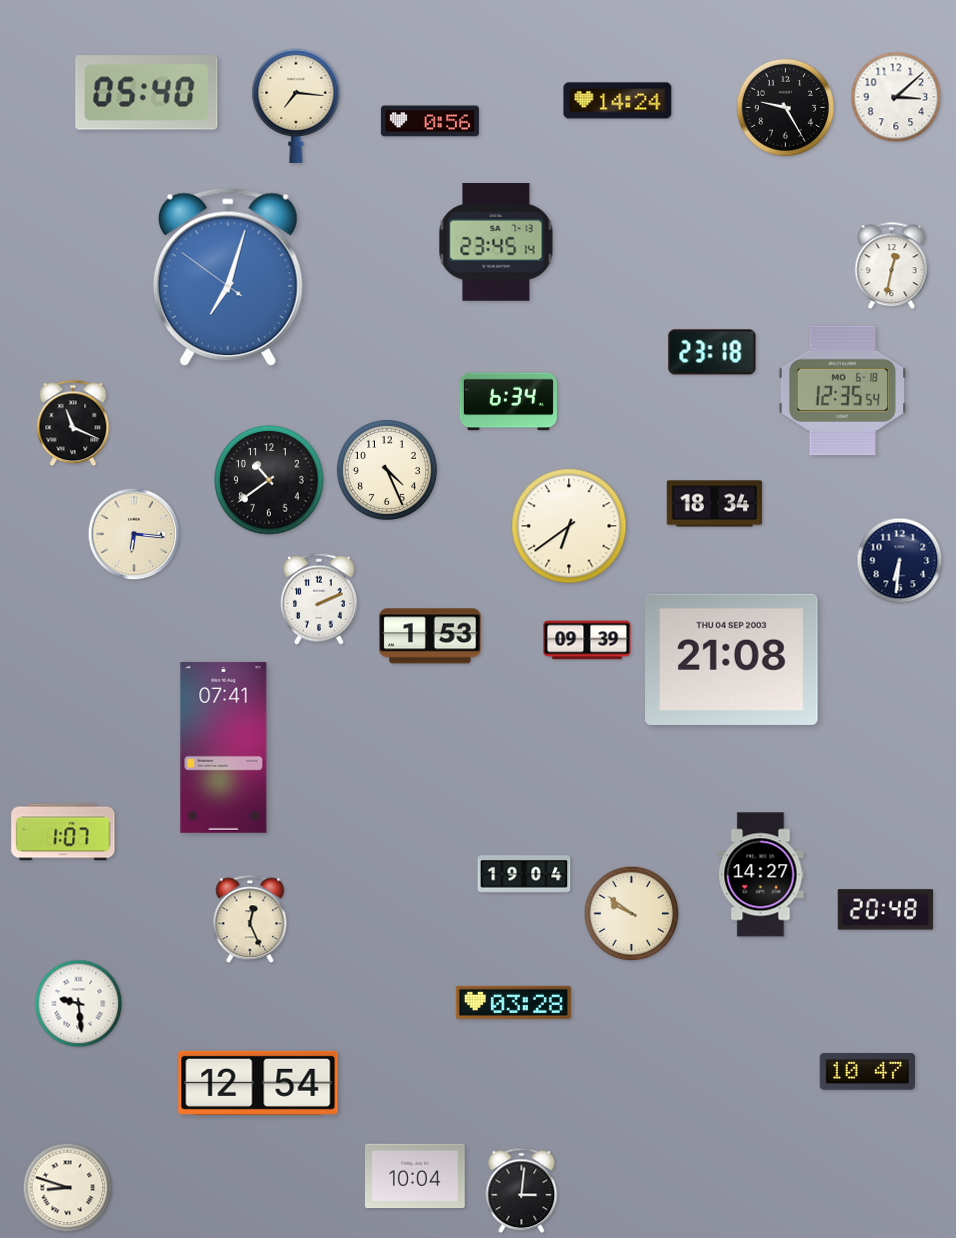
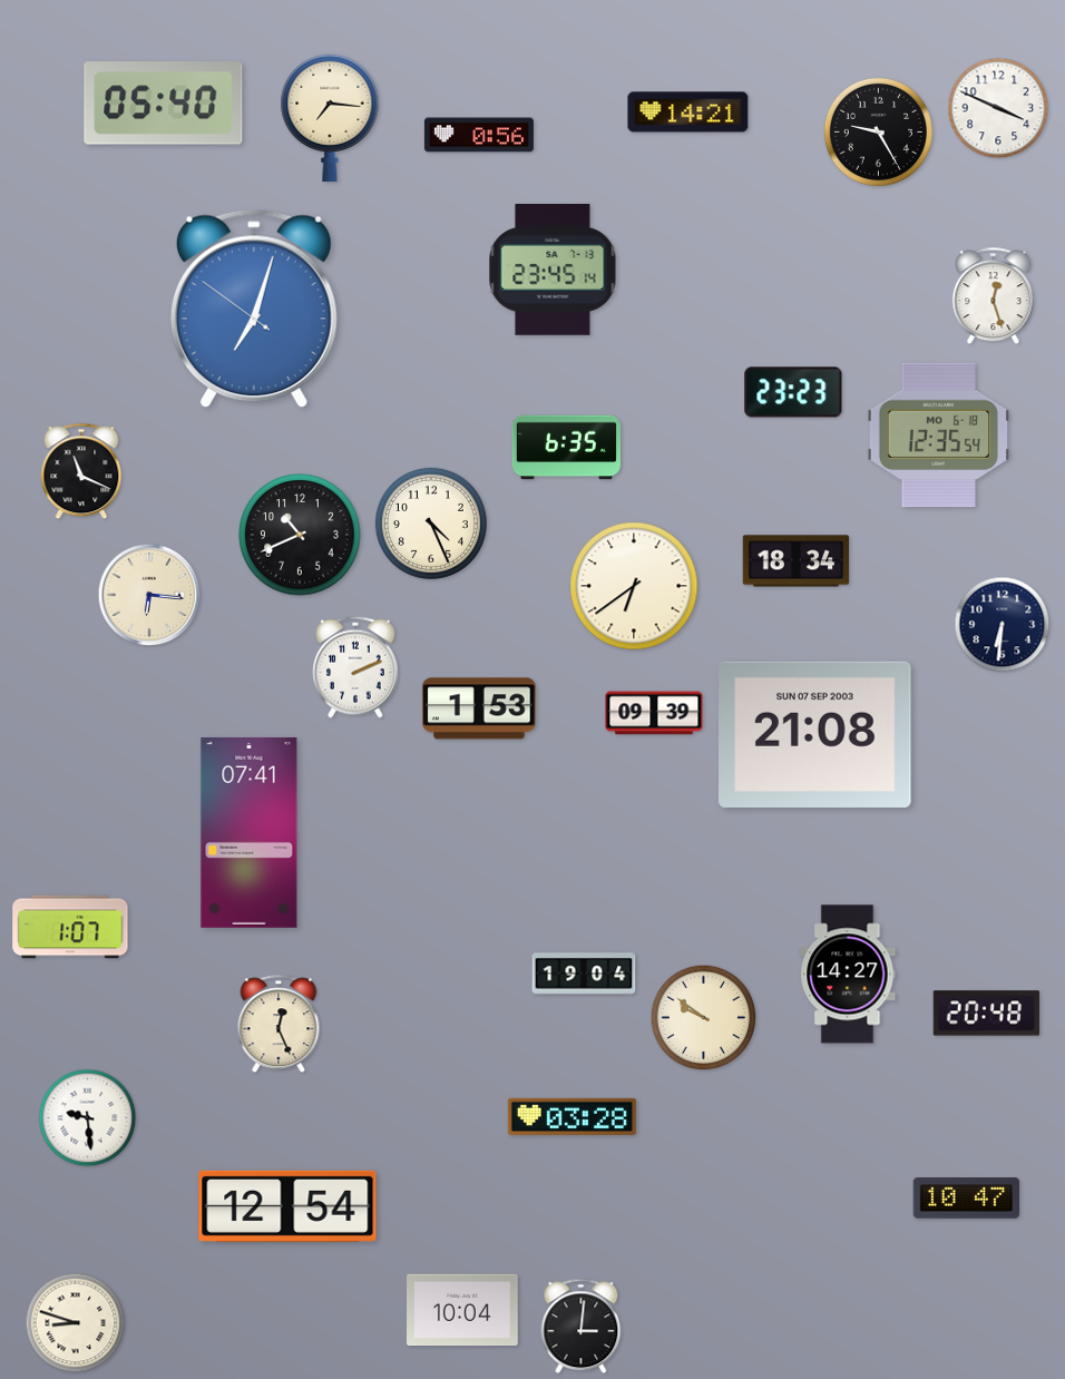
clock at (896, 97): 3:08 -> 3:49
clock at (618, 101): 14:24 -> 14:21
clock at (785, 107) position: (785, 107) -> (878, 131)
clock at (892, 266): 12:32 -> 12:27
clock at (712, 352): 23:18 -> 23:23
clock at (508, 402): 6:34 -> 6:35
clock at (269, 480): 10:39 -> 10:41
clock at (732, 659) date: THU 04 SEP 2003 -> SUN 07 SEP 2003
clock at (868, 1072) position: (868, 1072) -> (967, 1199)
